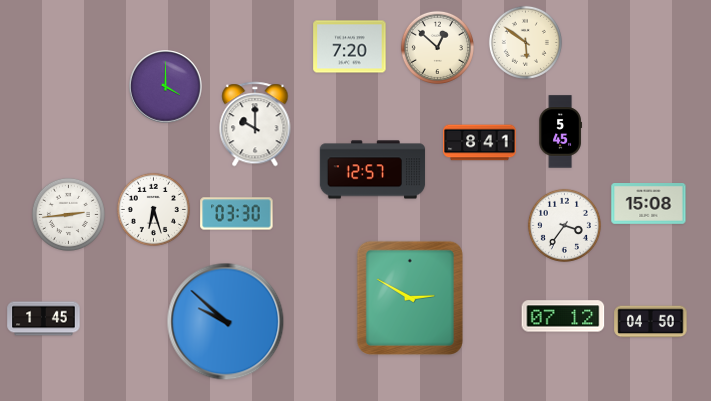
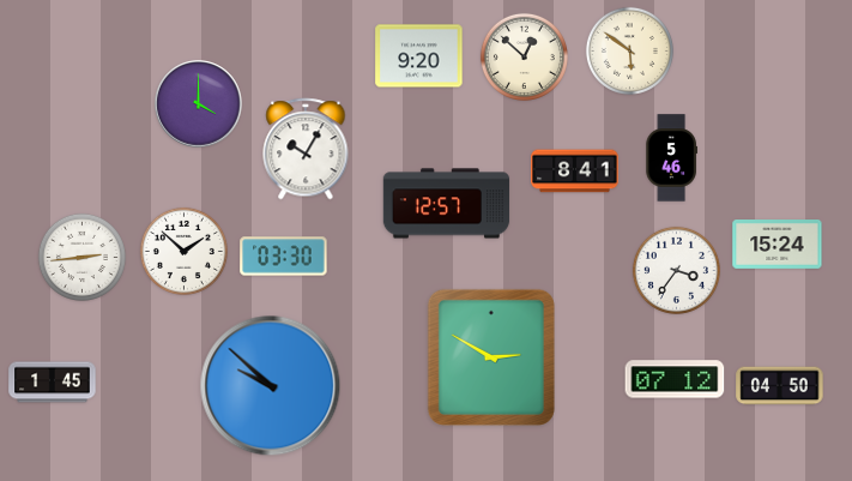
clock at (350, 47): 7:20 -> 9:20
clock at (255, 124): 10:00 -> 10:05
clock at (560, 132): 5:45 -> 5:46
clock at (649, 204): 15:08 -> 15:24
clock at (153, 209): 6:27 -> 1:52
